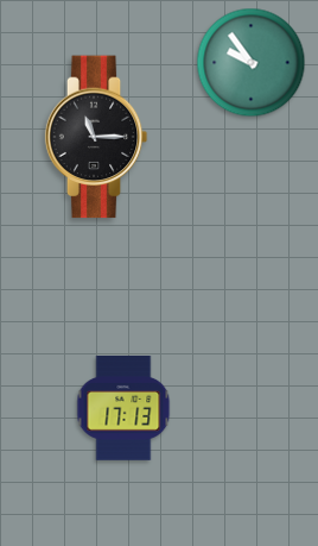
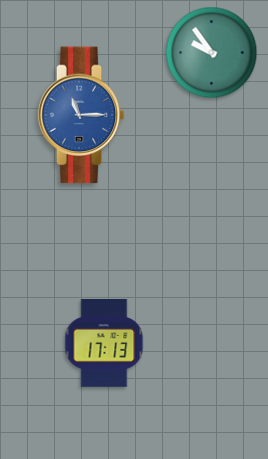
clock at (96, 137) dial: black -> blue
